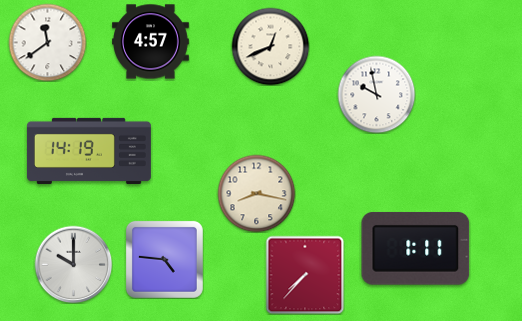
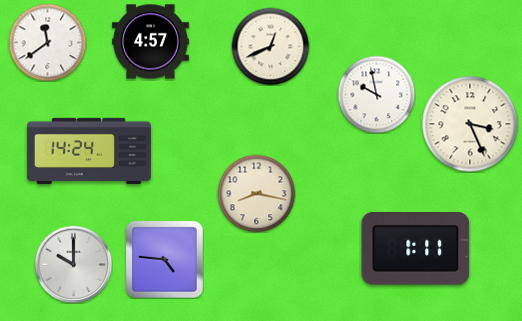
clock at (470, 124): none -> 3:26
clock at (89, 151): 14:19 -> 14:24
clock at (305, 275): 7:37 -> none
